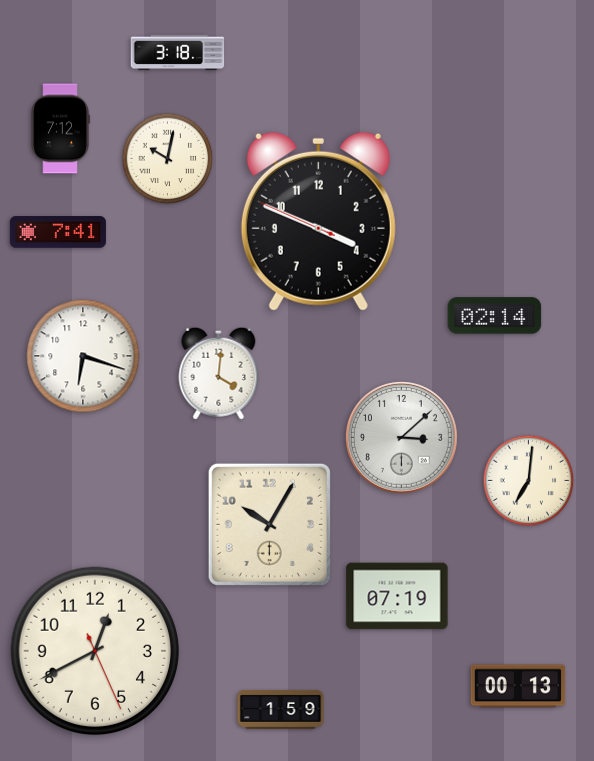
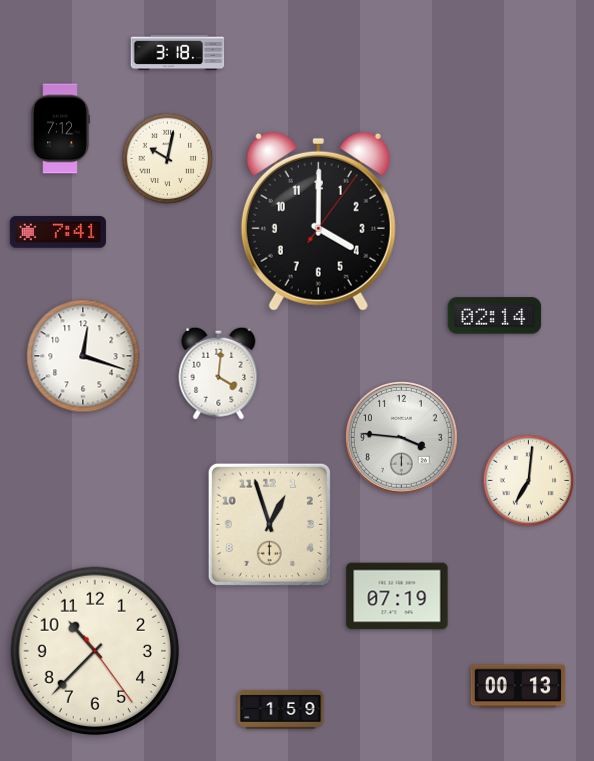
clock at (318, 221): 3:48 -> 4:00
clock at (83, 356): 6:18 -> 12:18
clock at (402, 438): 3:08 -> 3:46
clock at (269, 524): 10:05 -> 12:57
clock at (94, 650): 12:40 -> 10:37
